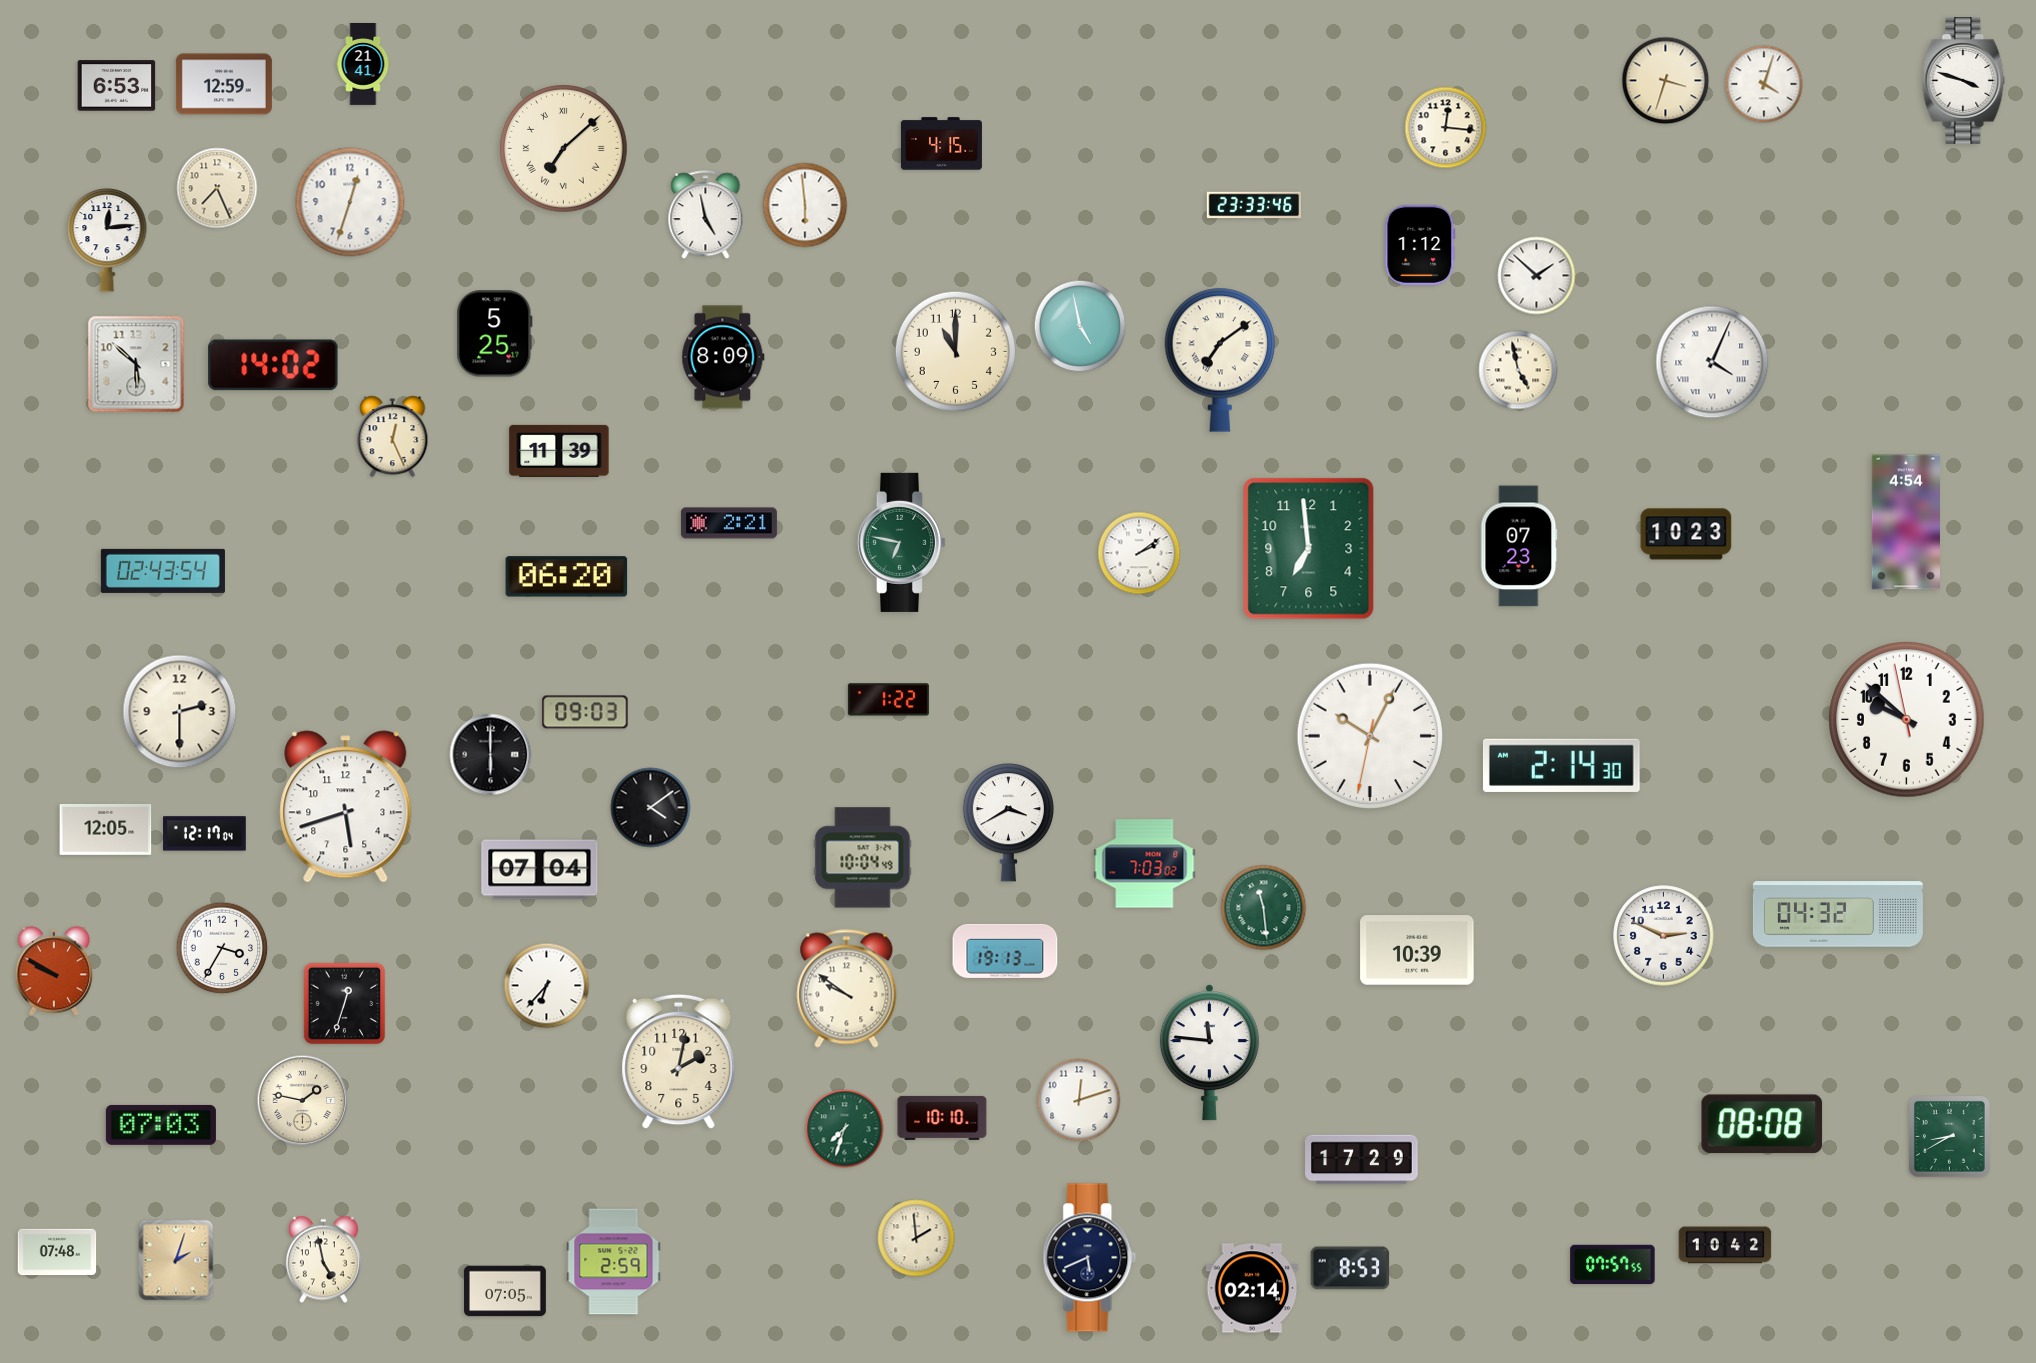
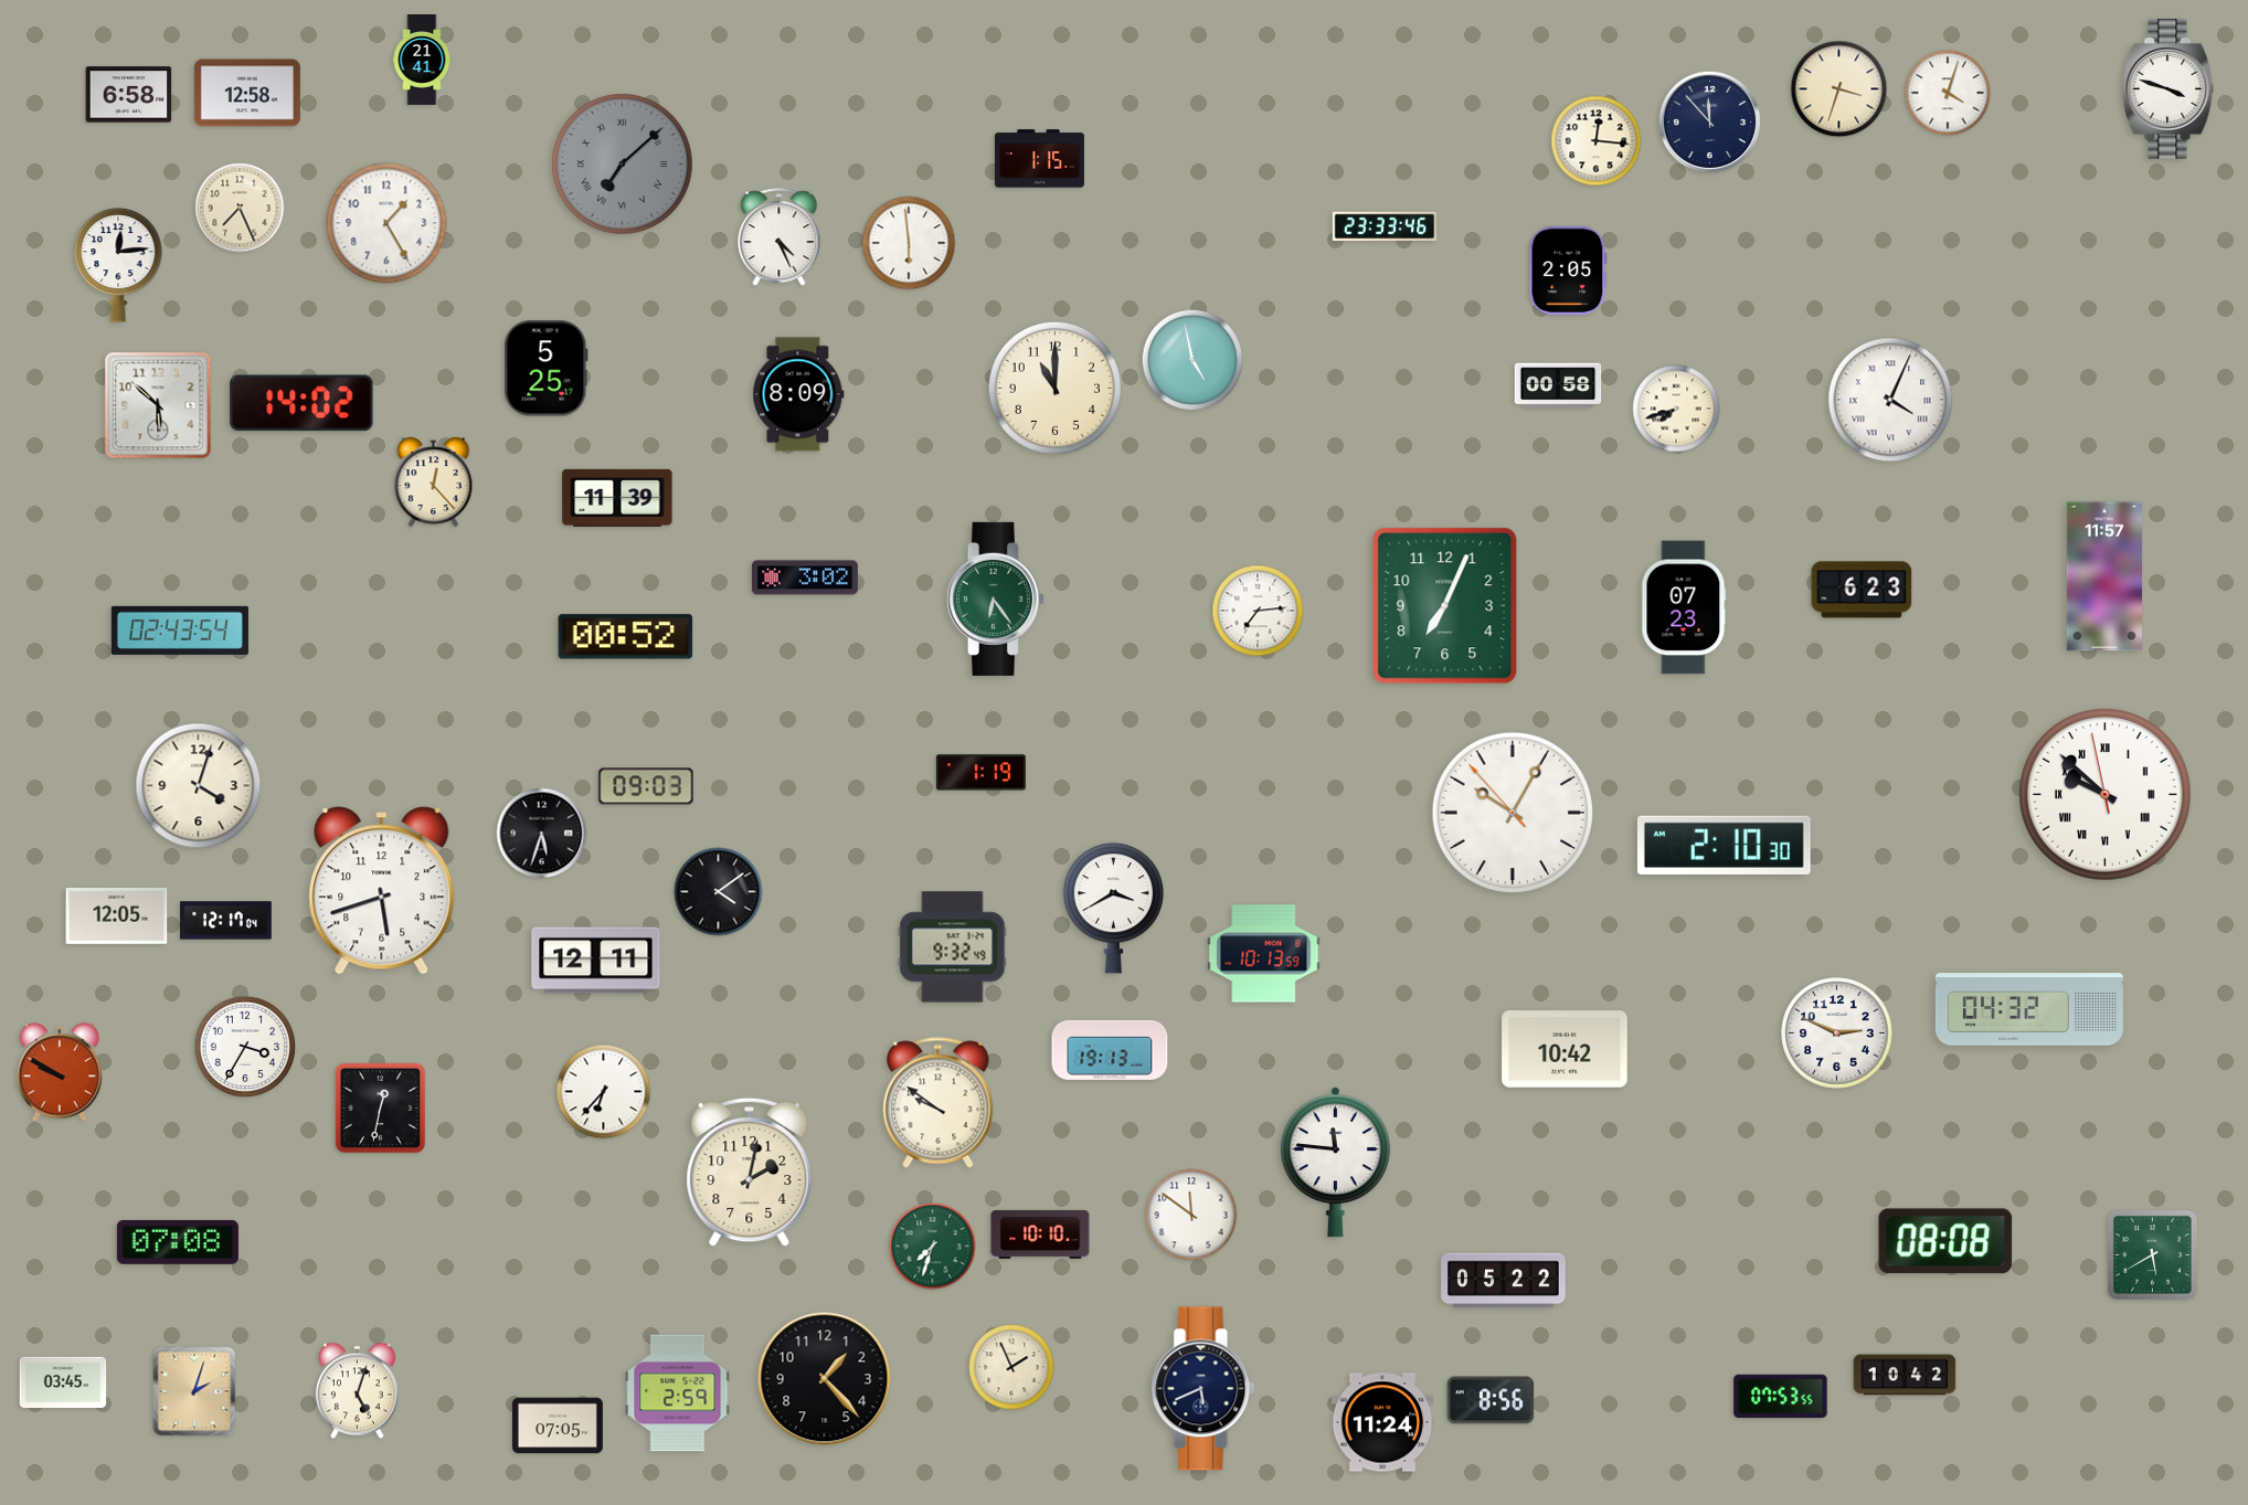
clock at (363, 65) position: (363, 65) -> (422, 61)
clock at (224, 84): 12:59 -> 12:58
clock at (117, 86): 6:53 -> 6:58
clock at (1710, 123): none -> 11:53
clock at (941, 144): 4:15 -> 1:15
clock at (564, 149) dial: cream -> grey
clock at (350, 202): 12:33 -> 1:25
clock at (805, 205) position: (805, 205) -> (909, 243)
clock at (706, 215): 4:58 -> 4:26
clock at (1420, 245): 1:12 -> 2:05
clock at (1537, 276): 1:52 -> none
clock at (1558, 385): none -> 00:58
clock at (1219, 360): 7:09 -> none
clock at (136, 364) position: (136, 364) -> (158, 405)
clock at (1518, 370): 4:58 -> 7:42
clock at (393, 437): 12:26 -> 12:23
clock at (1906, 522): 4:54 -> 11:57
clock at (729, 523): 2:21 -> 3:02
clock at (1686, 534): 10:23 -> 6:23
clock at (901, 542): 6:47 -> 6:24
clock at (1519, 546) position: (1519, 546) -> (1684, 607)
clock at (1309, 549): 6:59 -> 7:04
clock at (1139, 553): 2:09 -> 7:14
clock at (567, 577): 06:20 -> 00:52
clock at (888, 700): 1:22 -> 1:19
clock at (180, 712): 2:30 -> 4:03
clock at (1907, 720) numerals: Arabic -> Roman
clock at (1369, 735): 10:04:32 -> 10:04:53
clock at (491, 755): 6:00 -> 5:33
clock at (1561, 765): 2:14 -> 2:10
clock at (863, 858): 10:04 -> 9:32
clock at (1145, 864): 7:03 -> 10:13
clock at (540, 870): 07:04 -> 12:11
clock at (1264, 908): 11:29 -> none
clock at (1417, 950): 10:39 -> 10:42
clock at (547, 986) position: (547, 986) -> (604, 1092)
clock at (847, 989) position: (847, 989) -> (939, 1103)
clock at (345, 1004): 12:33 -> 12:32
clock at (1079, 1100): 12:12 -> 11:51
clock at (303, 1101): 1:47 -> none
clock at (161, 1125): 07:03 -> 07:08
clock at (1949, 1136): 8:40 -> 5:40
clock at (1362, 1160): 17:29 -> 05:22
clock at (916, 1238): 1:59 -> 1:56
clock at (825, 1379): none -> 1:23
clock at (57, 1252): 07:48 -> 03:45
clock at (323, 1260): 4:58 -> 5:03
clock at (1613, 1265): 07:57 -> 07:53
clock at (1350, 1268): 8:53 -> 8:56
clock at (1252, 1288): 02:14 -> 11:24
